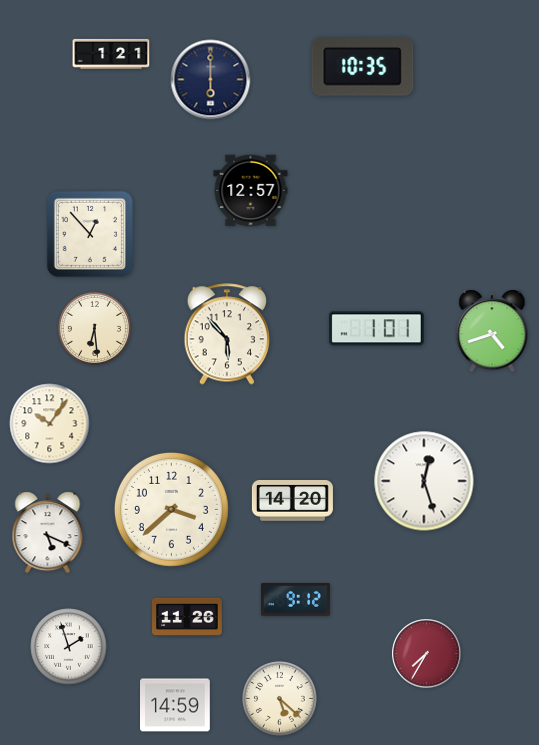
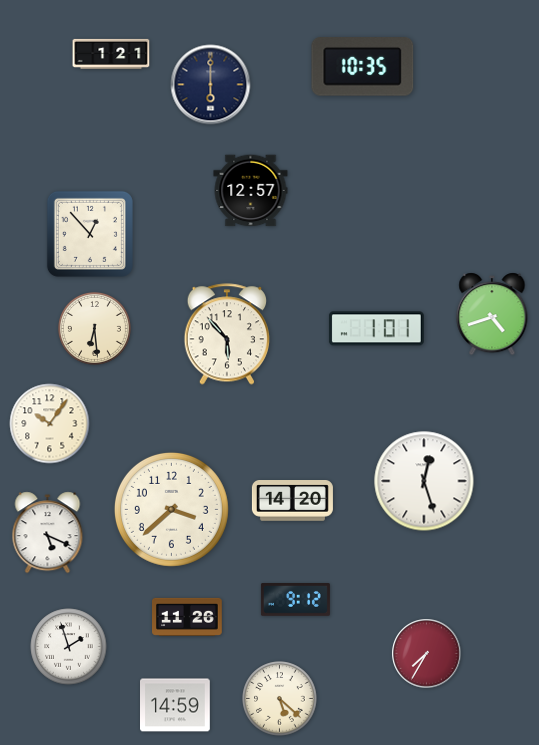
clock at (211, 80) position: (211, 80) -> (211, 85)
clock at (492, 331) position: (492, 331) -> (492, 314)
